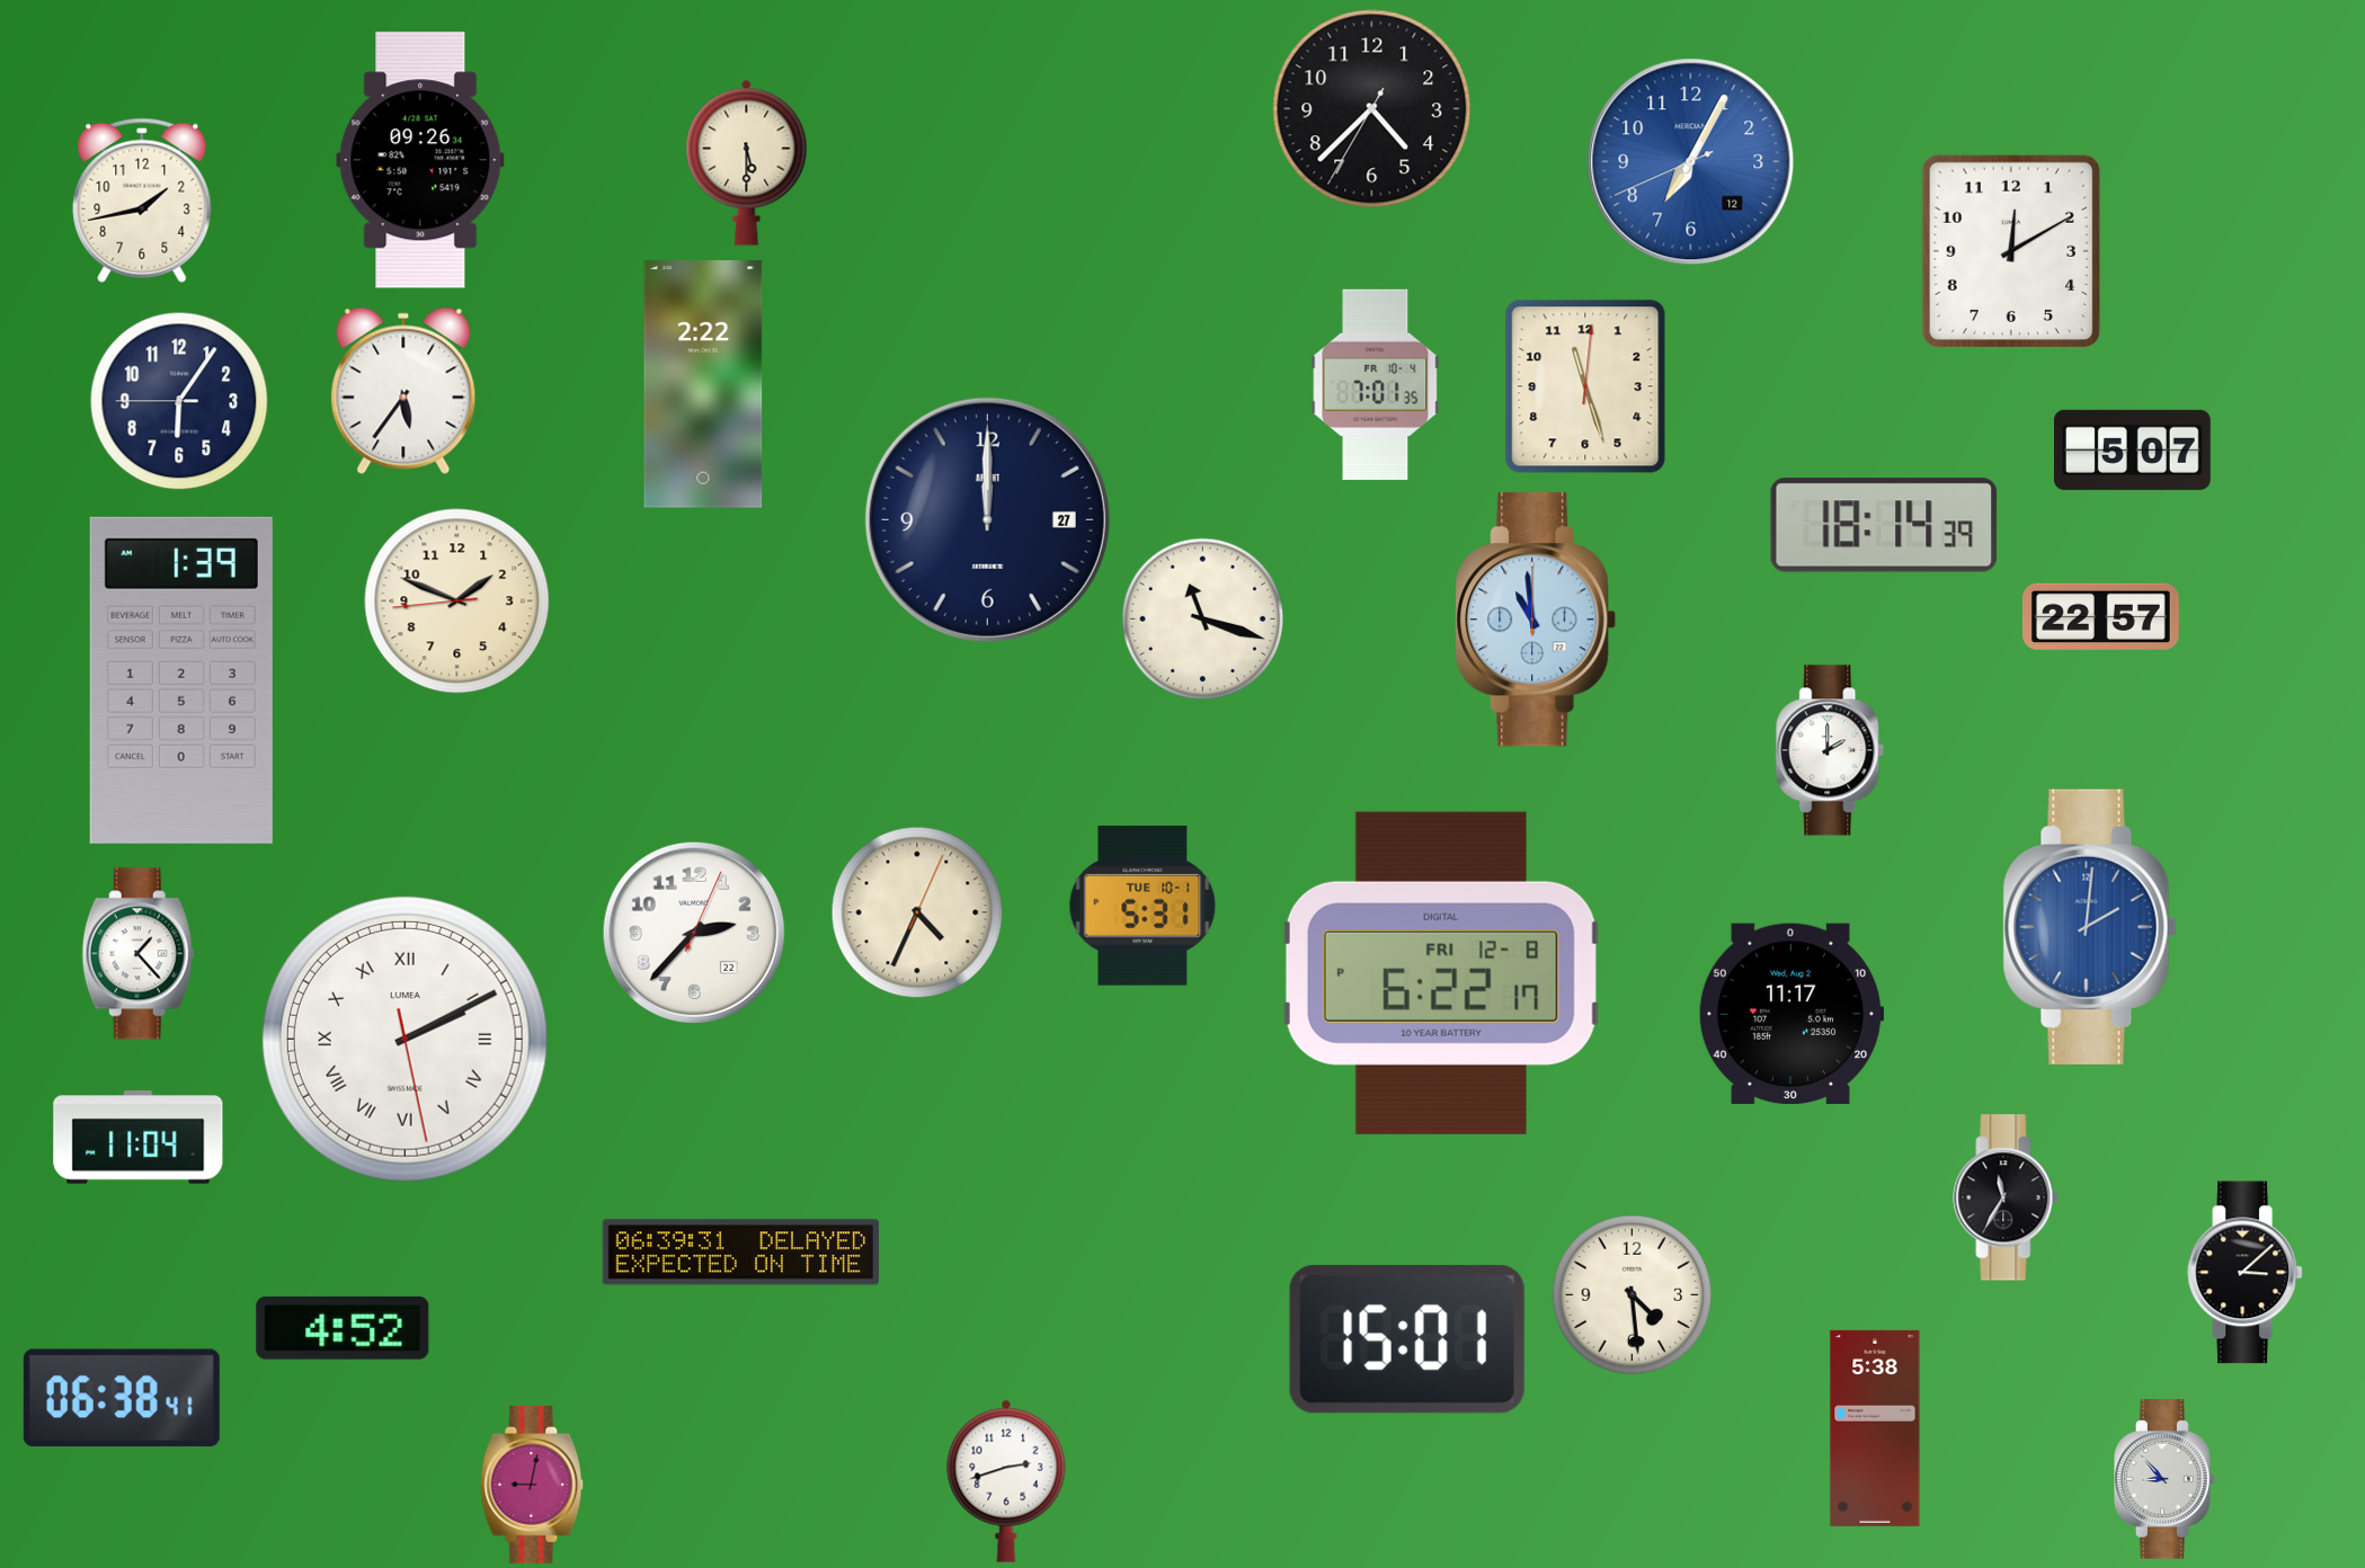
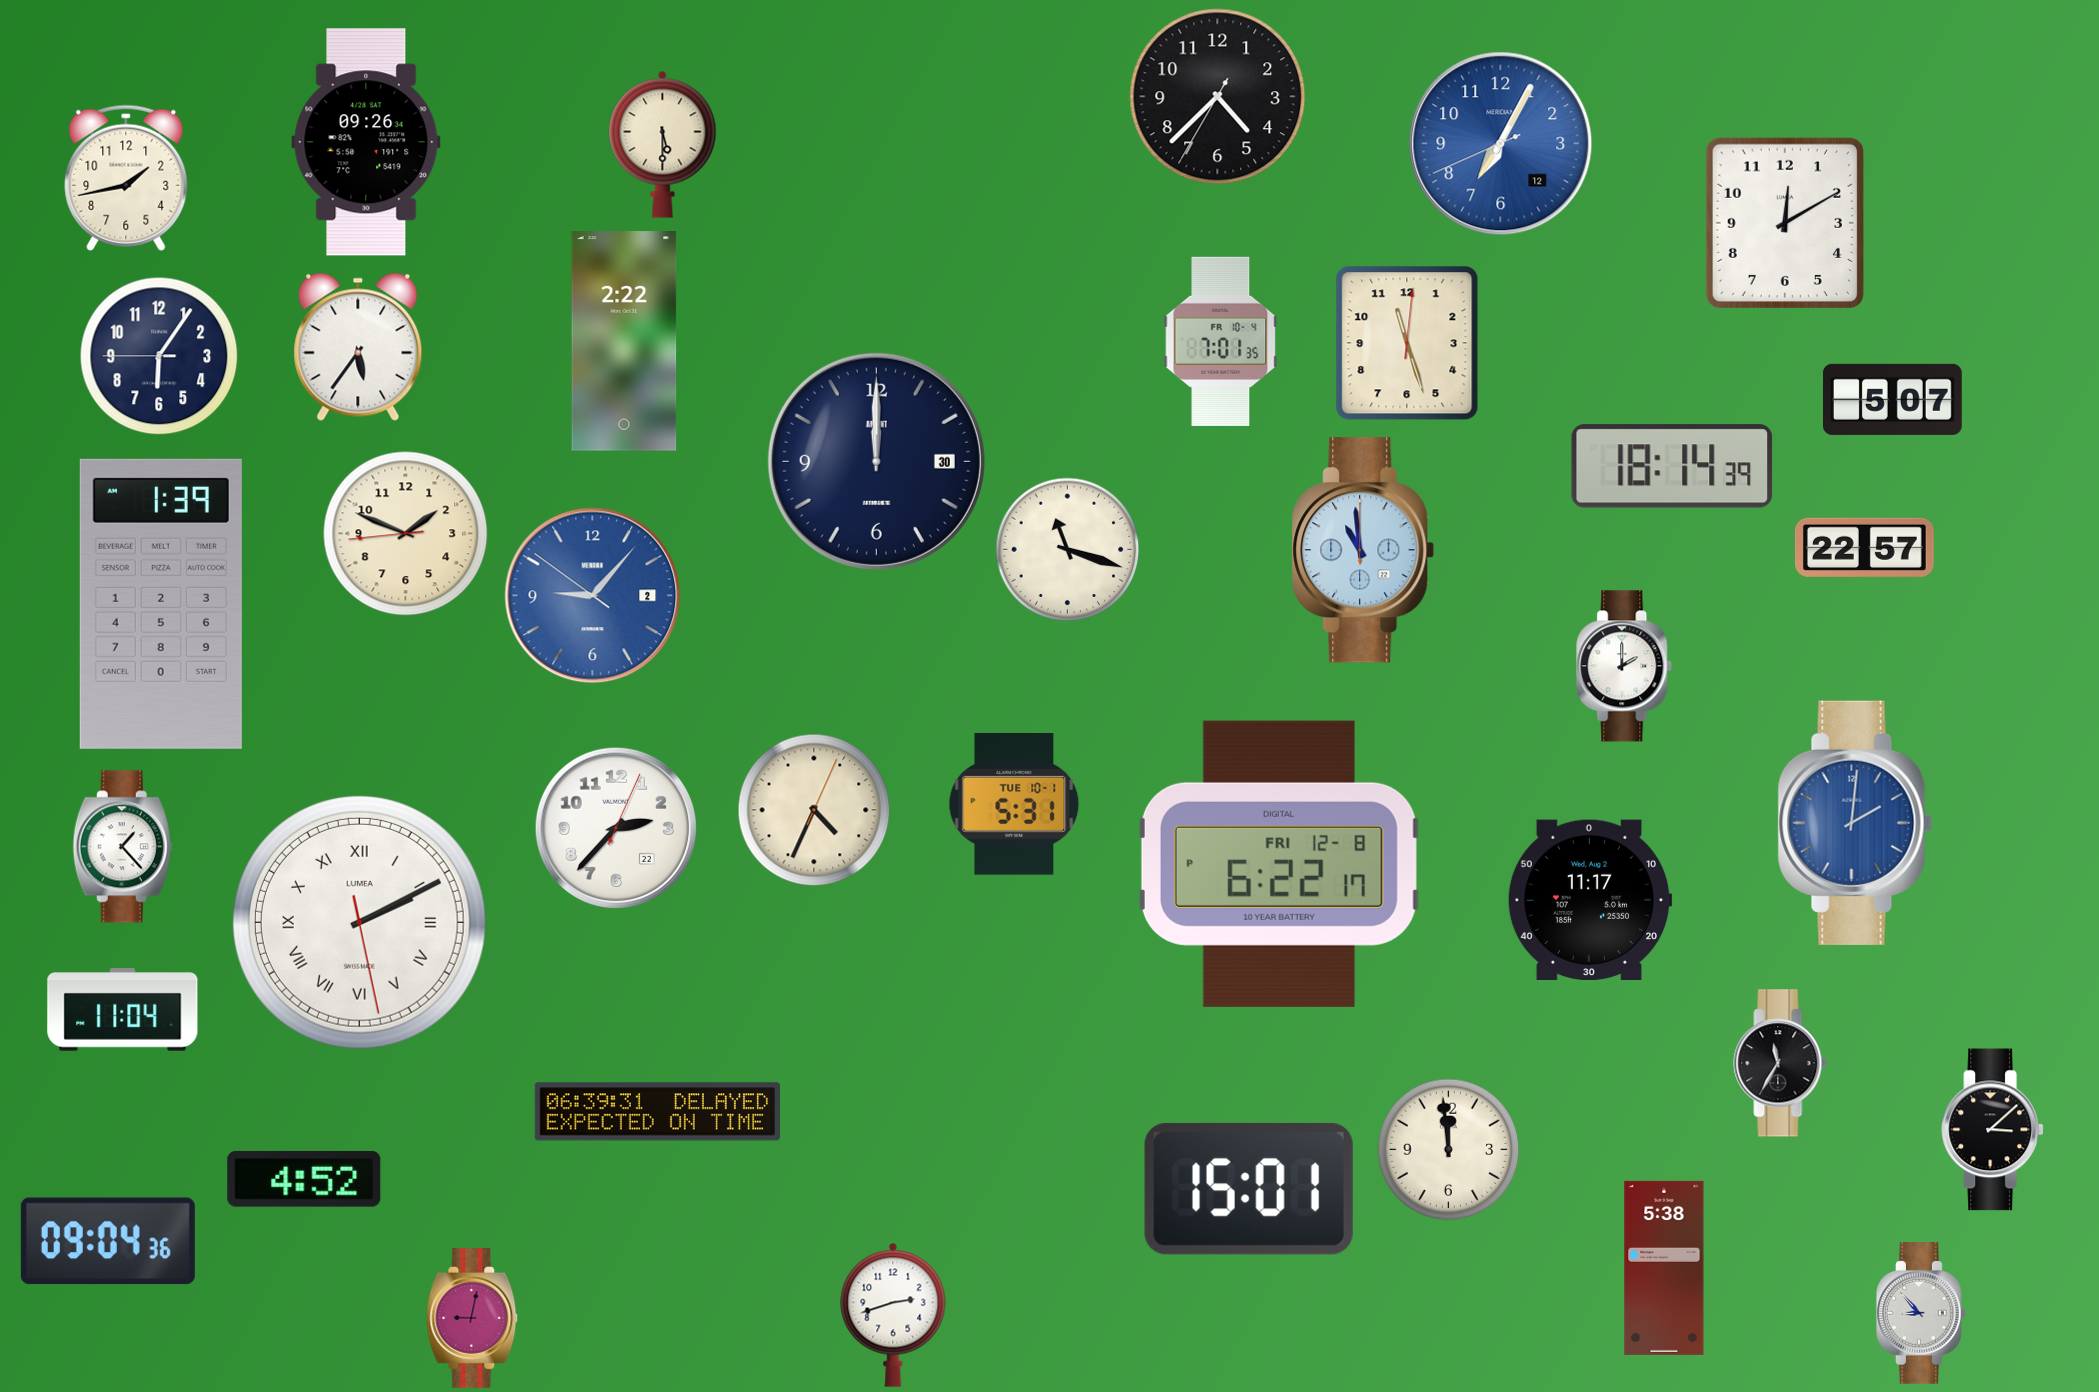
clock at (420, 160) position: (420, 160) -> (366, 142)
clock at (987, 519) date: 27 -> 30
clock at (593, 596): none -> 9:06
clock at (1633, 1295): 4:29 -> 11:59
clock at (122, 1398): 06:38 -> 09:04
